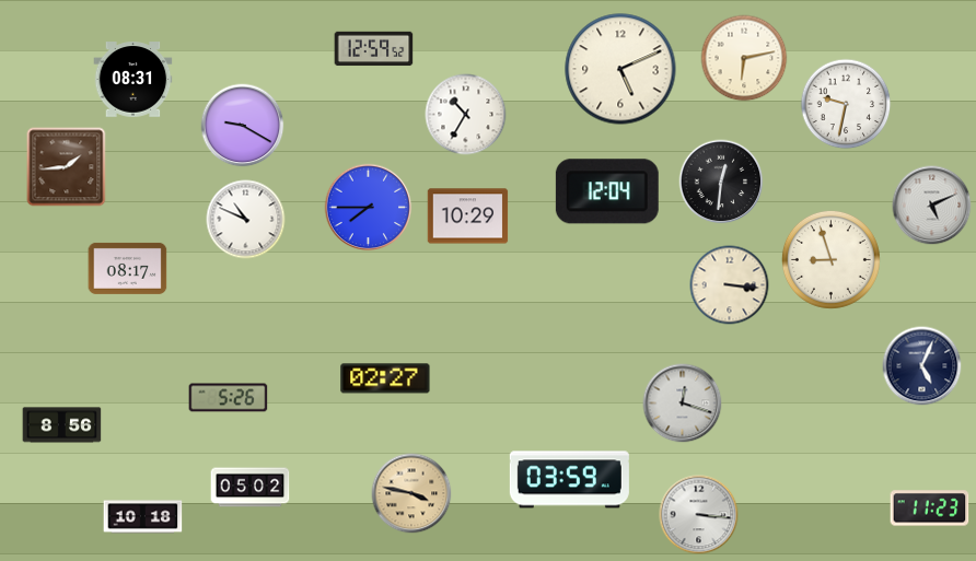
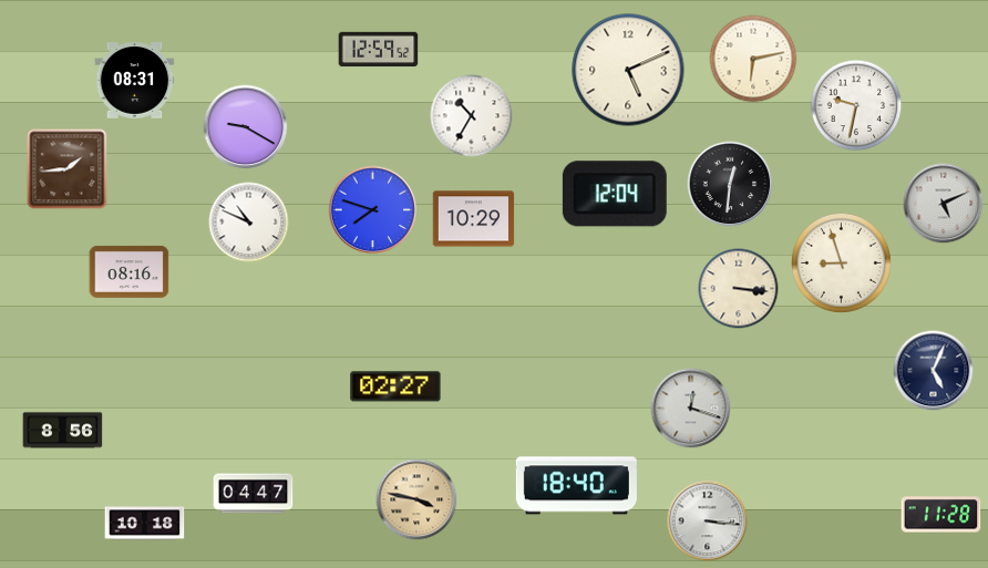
clock at (932, 206) position: (932, 206) -> (944, 204)
clock at (369, 208): 7:45 -> 7:48
clock at (128, 268): 08:17 -> 08:16
clock at (385, 378) position: (385, 378) -> (395, 386)
clock at (229, 398): 5:26 -> none
clock at (569, 480): 03:59 -> 18:40
clock at (251, 488): 05:02 -> 04:47
clock at (930, 509): 11:23 -> 11:28
